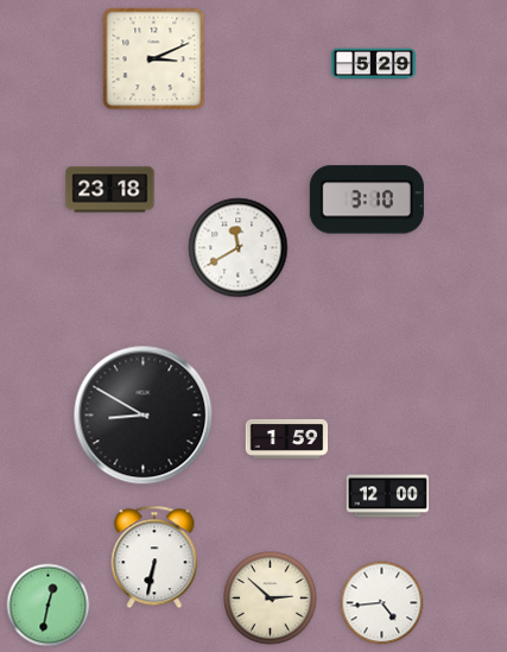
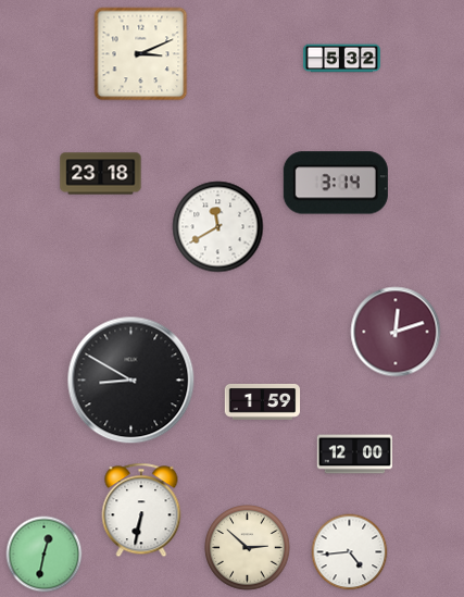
clock at (373, 64): 5:29 -> 5:32
clock at (367, 200): 3:10 -> 3:14
clock at (396, 332): none -> 12:12
